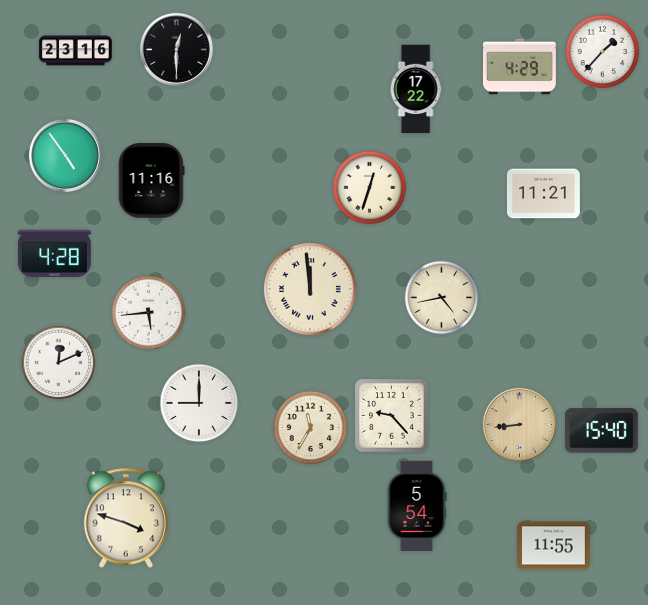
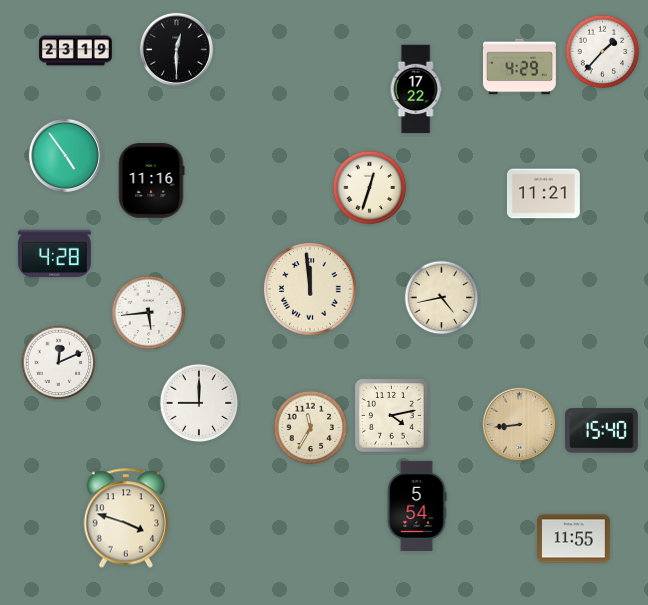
clock at (76, 51): 23:16 -> 23:19
clock at (392, 416): 9:23 -> 4:13
clock at (554, 546) position: (554, 546) -> (574, 539)
